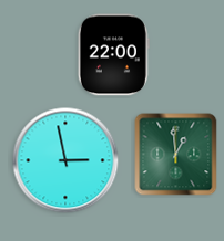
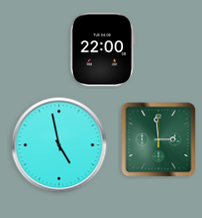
clock at (176, 155): 12:59 -> 2:59
clock at (65, 160): 2:58 -> 4:58
